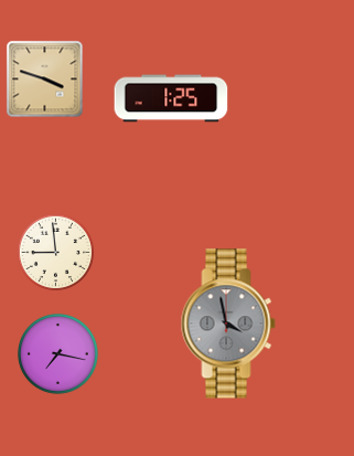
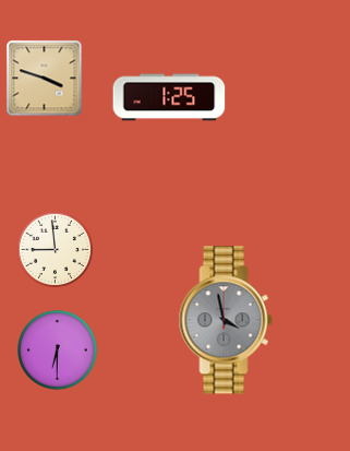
clock at (58, 354): 7:17 -> 6:30
